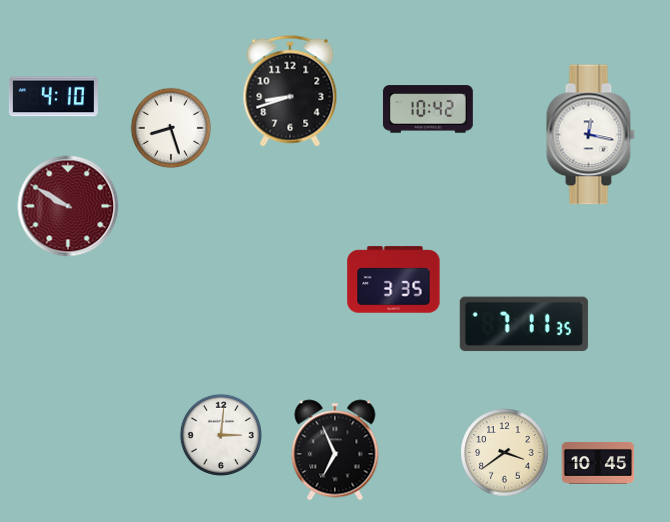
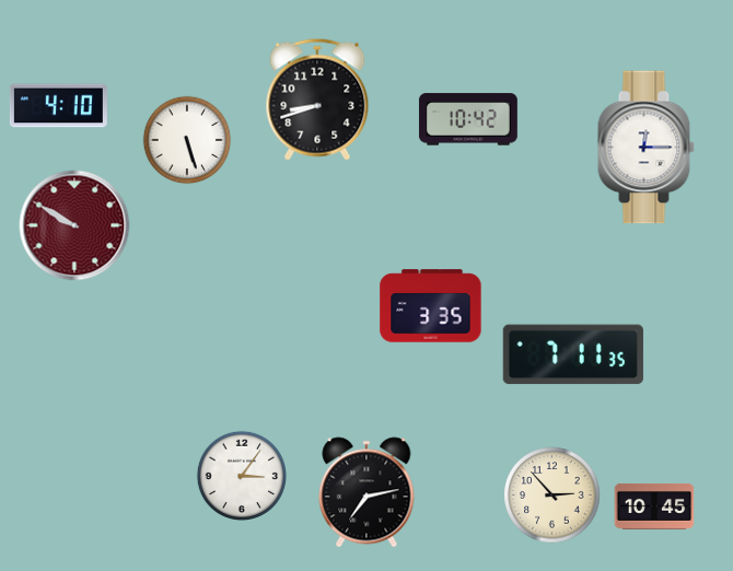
clock at (171, 128): 8:27 -> 5:27
clock at (590, 135): 12:17 -> 12:15
clock at (220, 434): 3:01 -> 3:06
clock at (335, 450): 6:56 -> 7:13
clock at (505, 453): 3:39 -> 2:53
